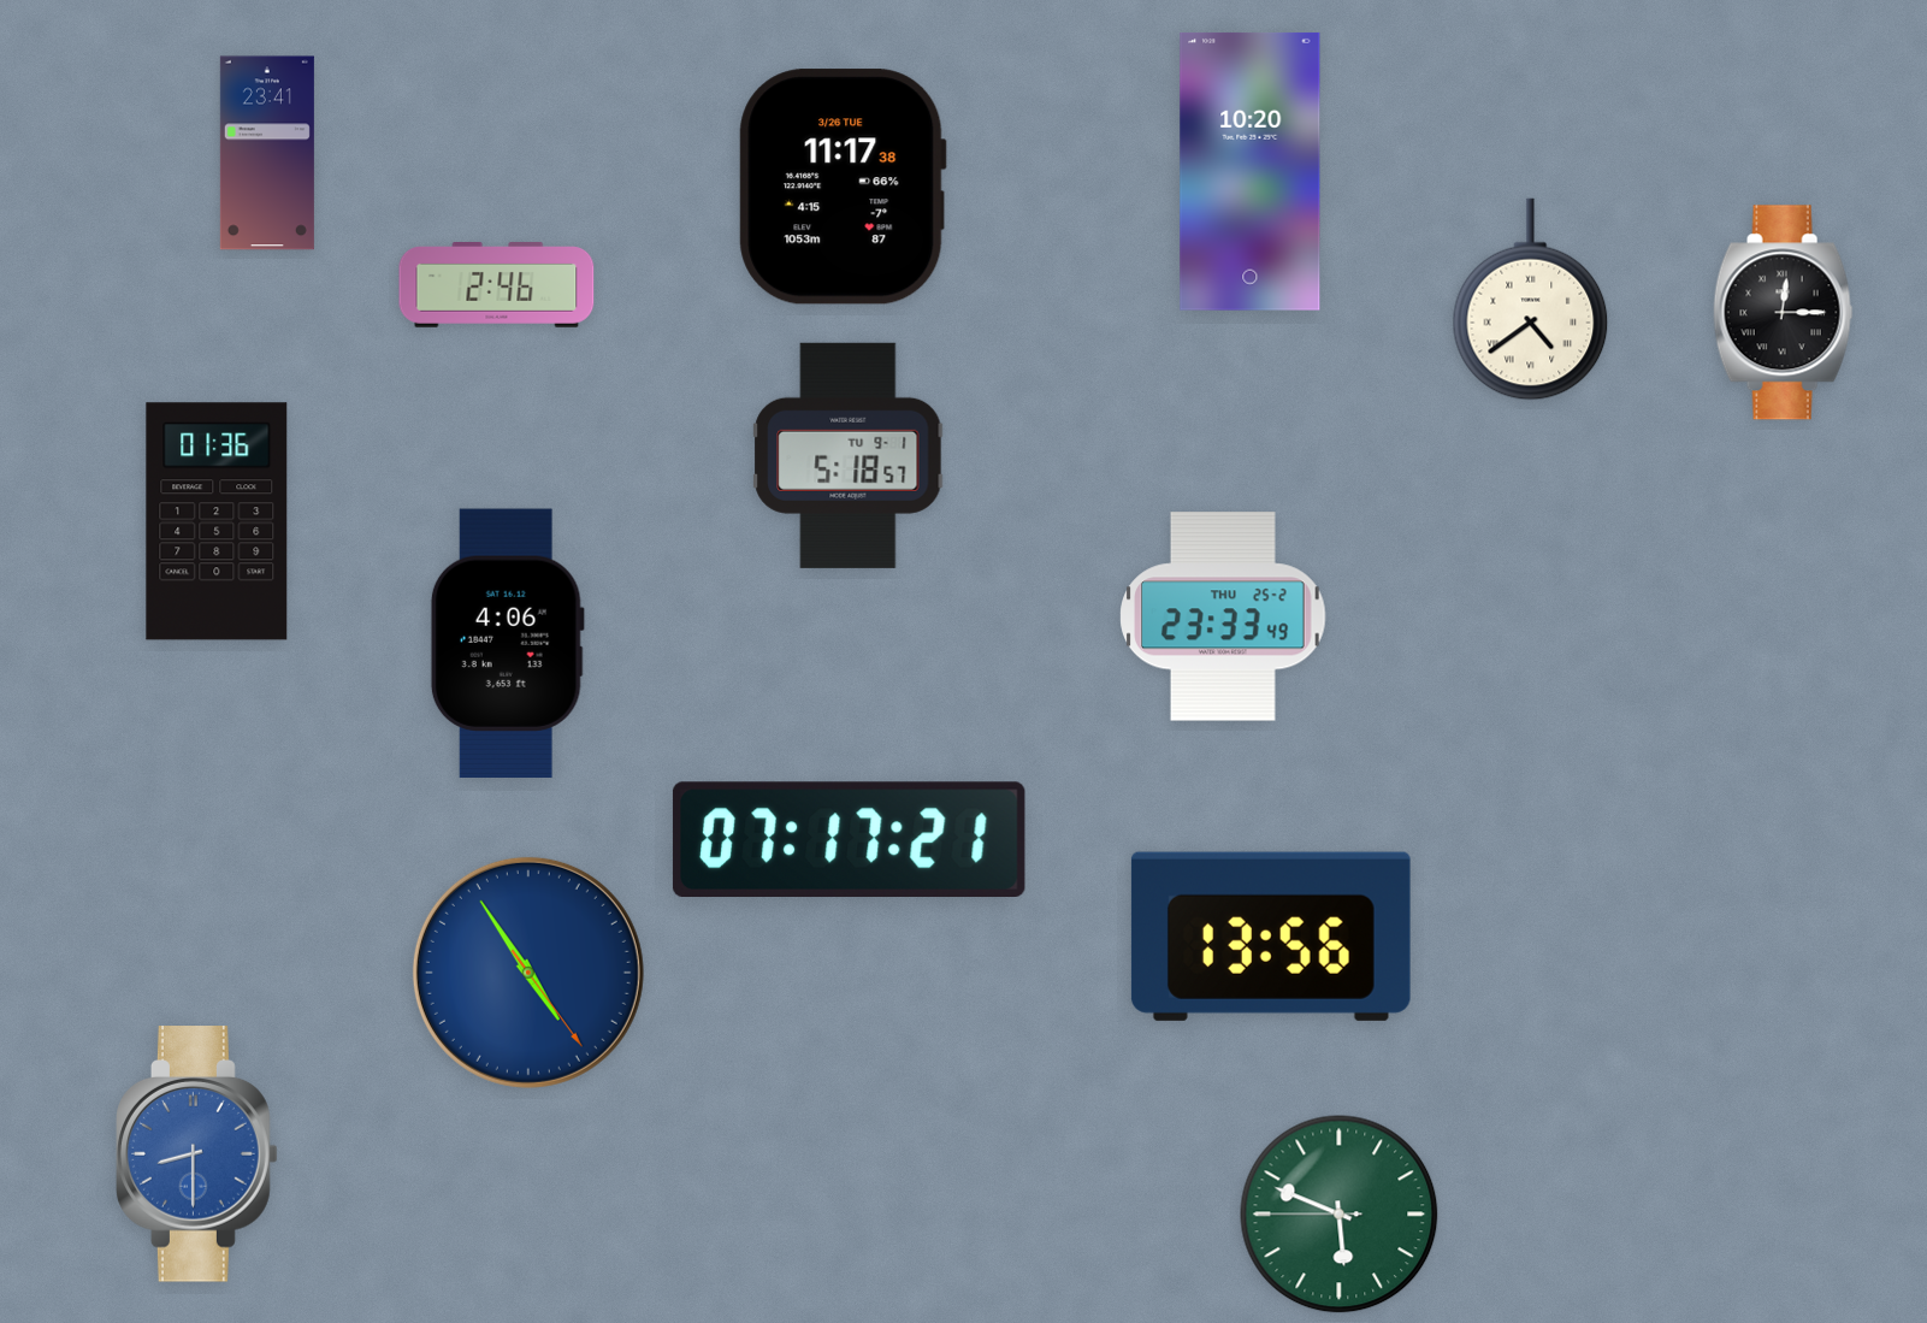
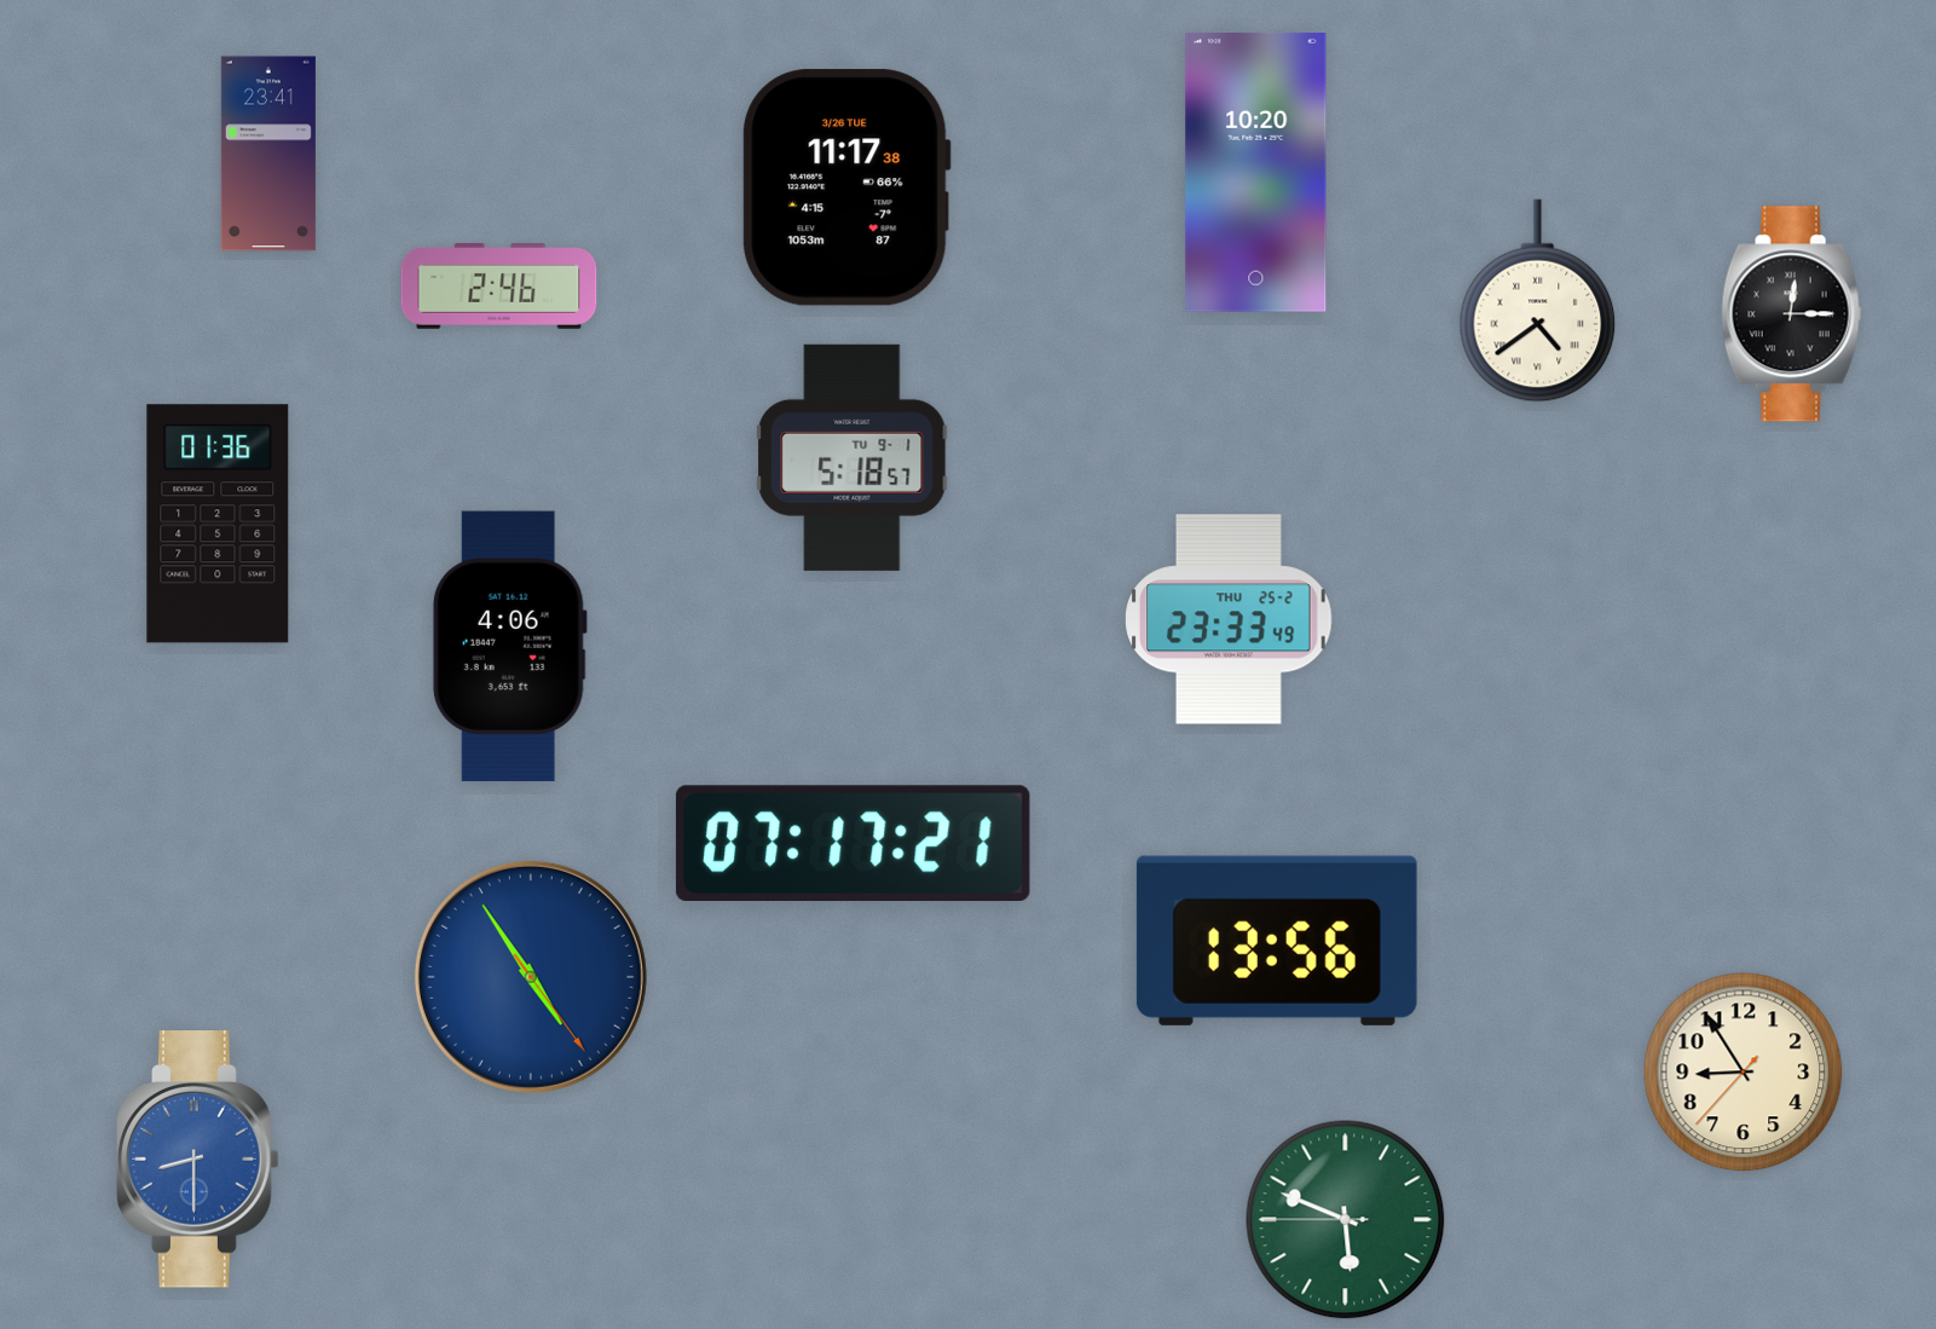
clock at (1744, 1073): none -> 8:54
